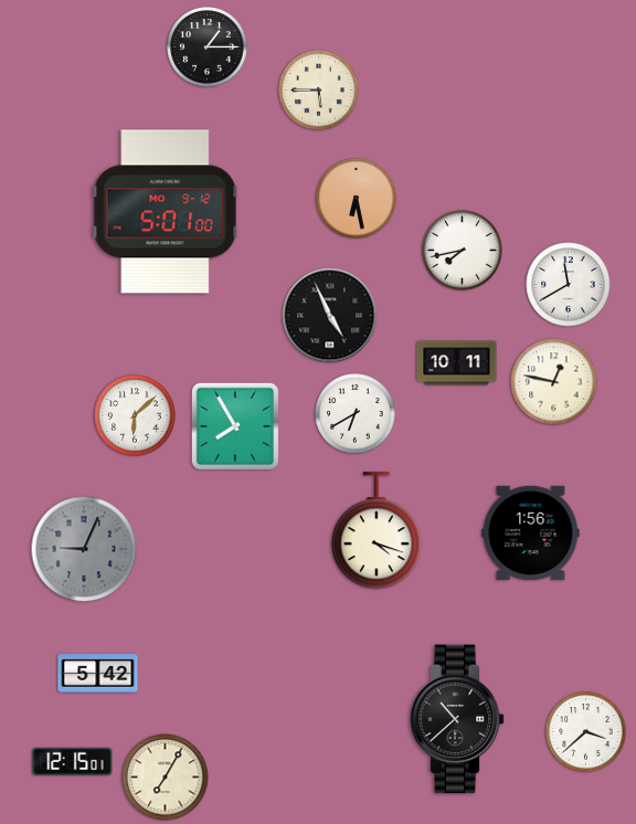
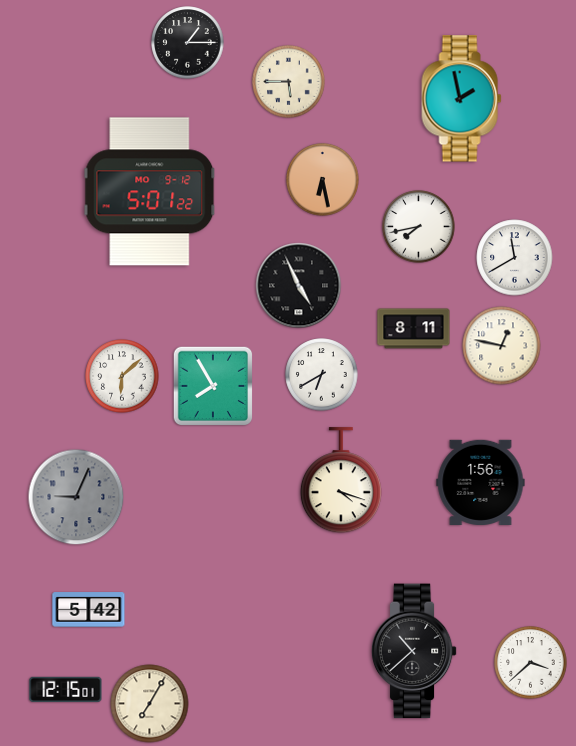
clock at (462, 99): none -> 1:58
clock at (166, 212): 5:01:00 -> 5:01:22
clock at (457, 363): 10:11 -> 8:11
